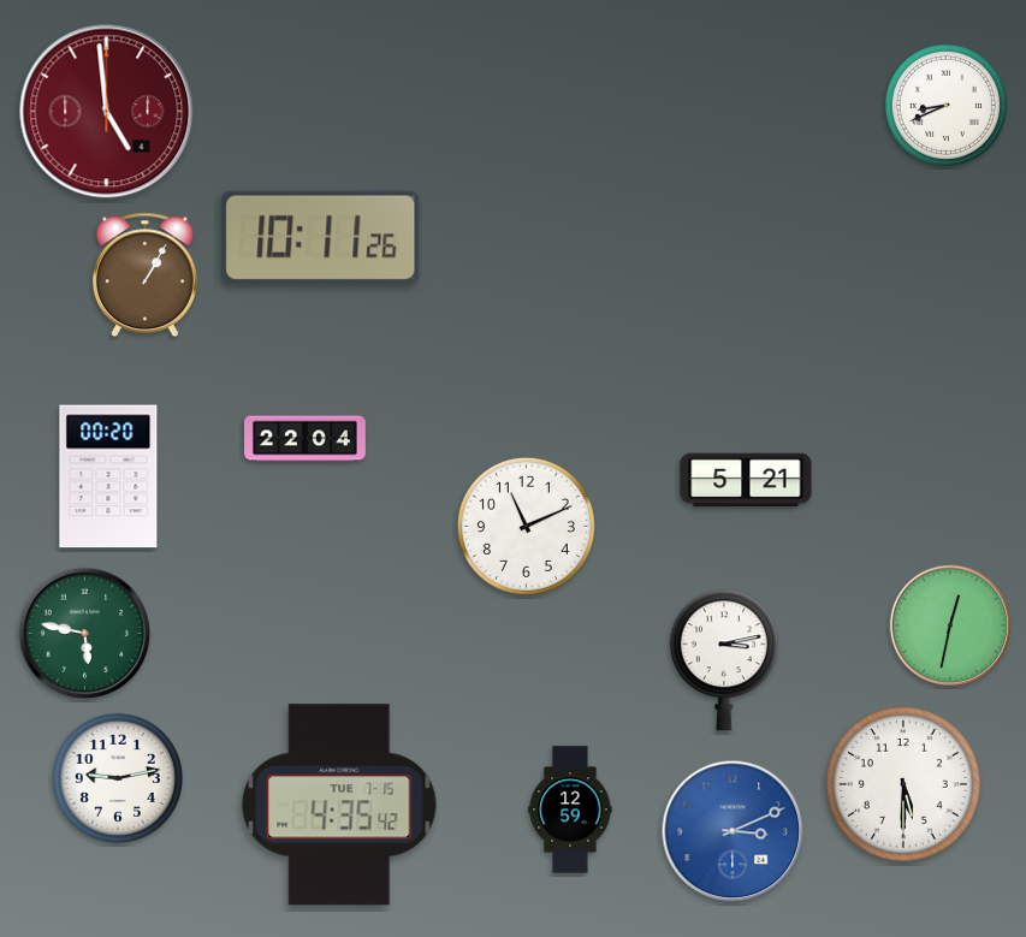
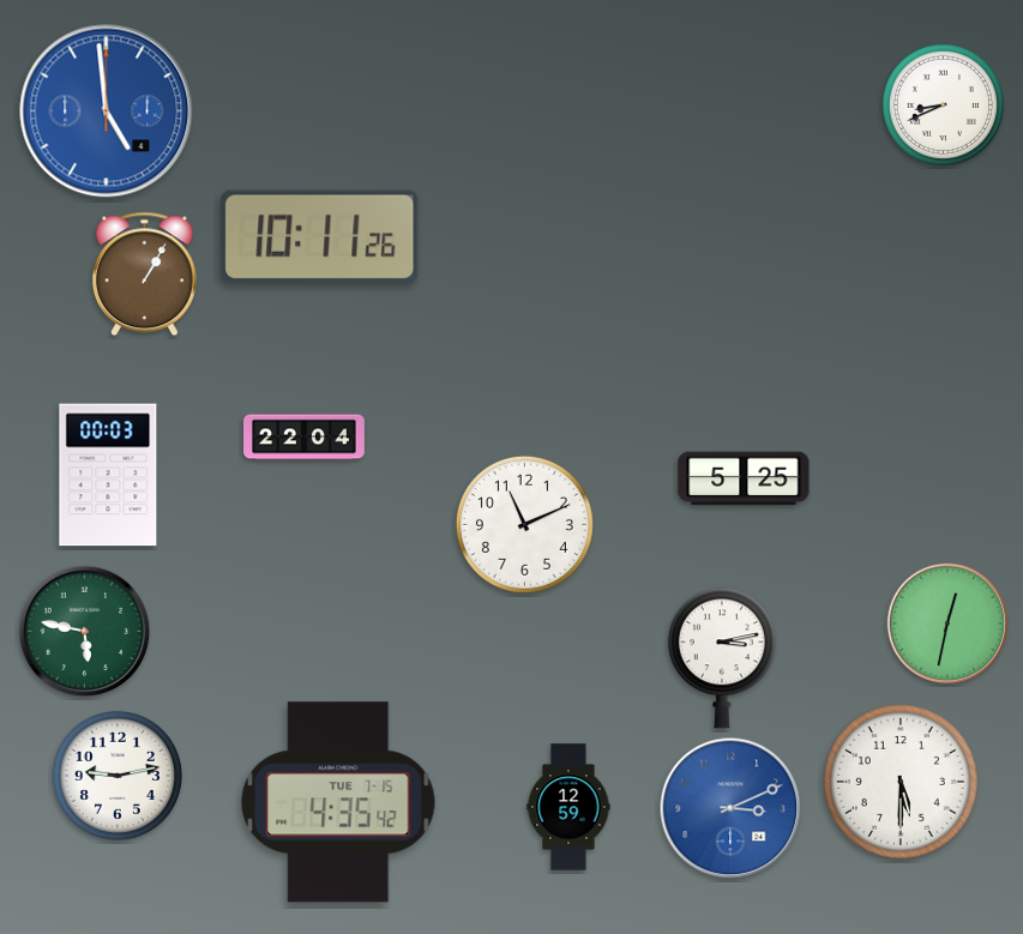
clock at (107, 112) dial: burgundy -> blue
clock at (108, 476): 00:20 -> 00:03
clock at (746, 480): 5:21 -> 5:25
clock at (733, 831) position: (733, 831) -> (730, 808)
